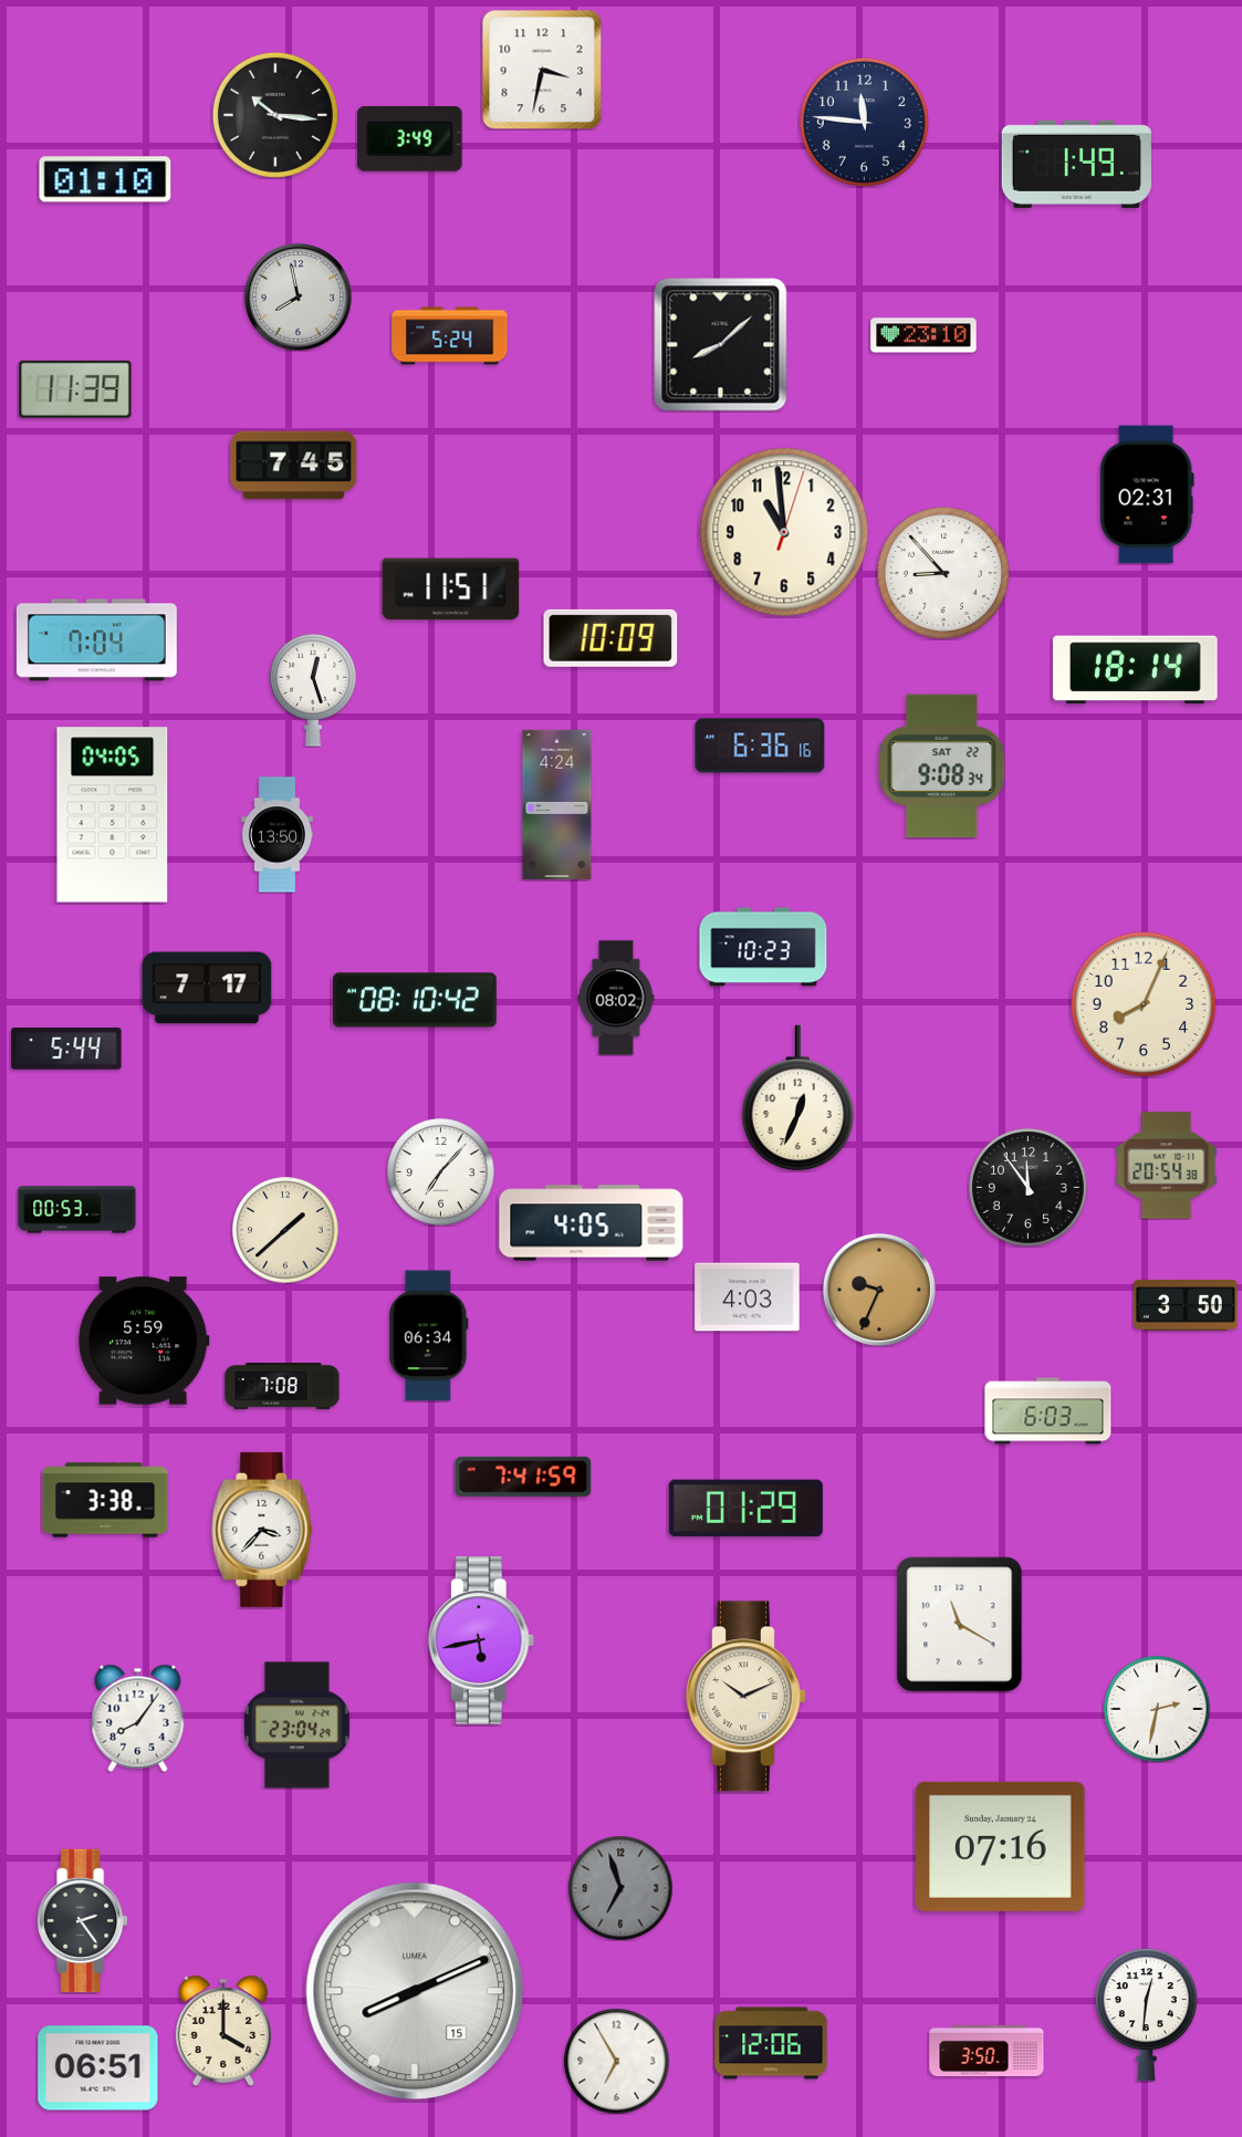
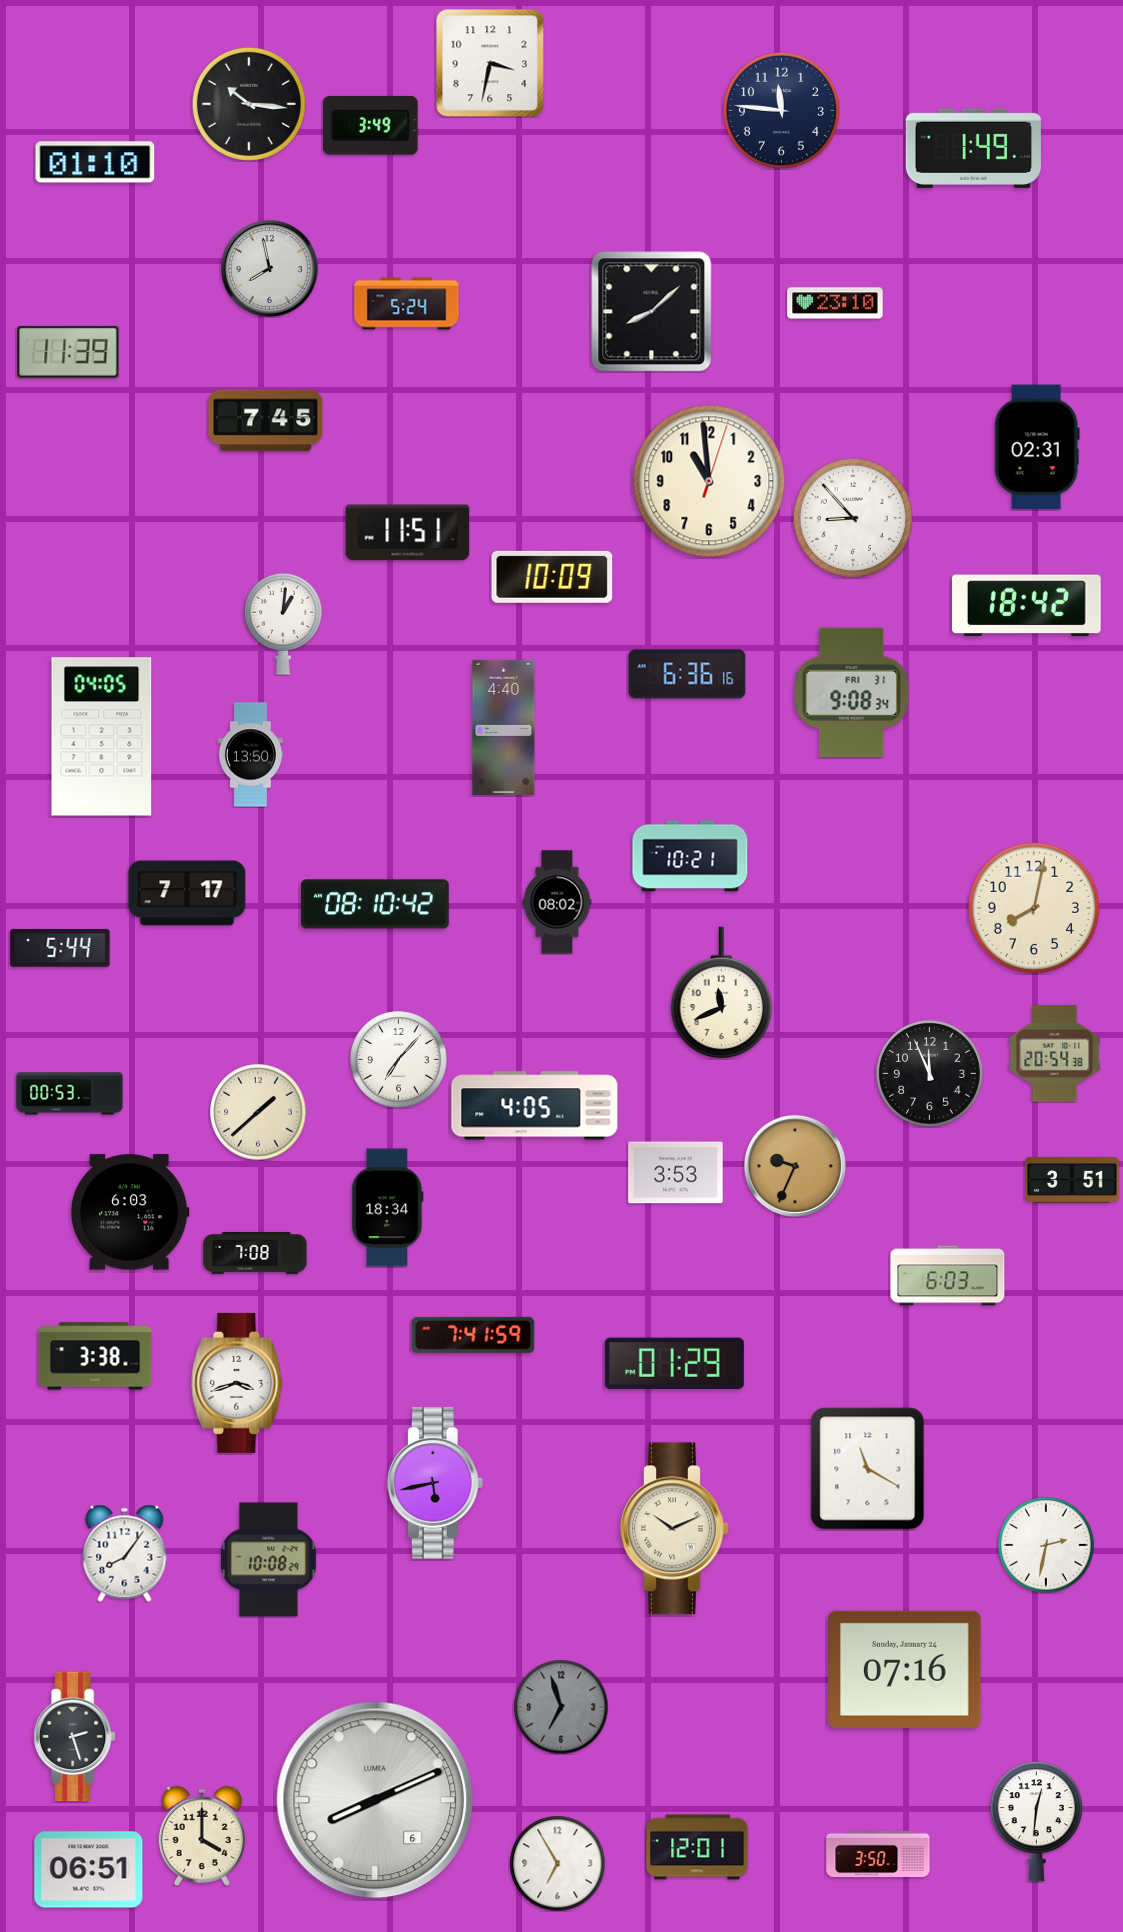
clock at (96, 640): 7:04 -> none
clock at (1136, 670): 18:14 -> 18:42
clock at (313, 690): 12:27 -> 1:01
clock at (942, 767) date: SAT 22 -> FRI 31
clock at (557, 804): 4:24 -> 4:40
clock at (763, 947): 10:23 -> 10:21
clock at (1144, 1004): 8:04 -> 8:02
clock at (799, 1098): 12:34 -> 11:41
clock at (1029, 1188): 11:54 -> 11:56
clock at (748, 1297): 4:03 -> 3:53
clock at (1186, 1306): 3:50 -> 3:51
clock at (429, 1336): 06:34 -> 18:34
clock at (145, 1341): 5:59 -> 6:03
clock at (262, 1530): 3:37 -> 3:42
clock at (747, 1697) position: (747, 1697) -> (675, 1529)
clock at (298, 1726): 23:04 -> 10:08
clock at (83, 1921): 2:24 -> 2:27
clock at (415, 1991) date: 15 -> 6
clock at (771, 2043): 12:06 -> 12:01
clock at (987, 2051) position: (987, 2051) -> (878, 1854)
